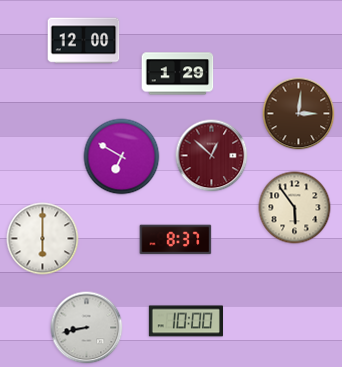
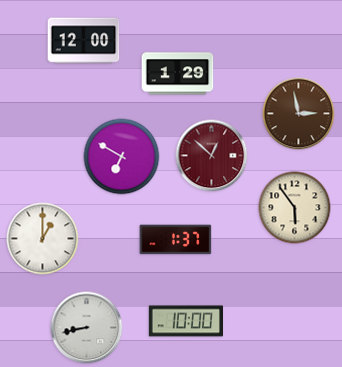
clock at (299, 114): 3:01 -> 2:58
clock at (43, 239): 6:00 -> 1:00
clock at (176, 240): 8:37 -> 1:37
